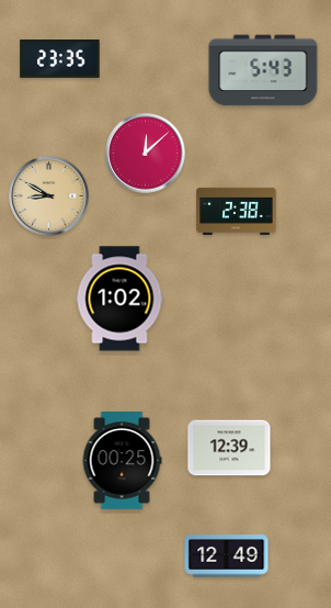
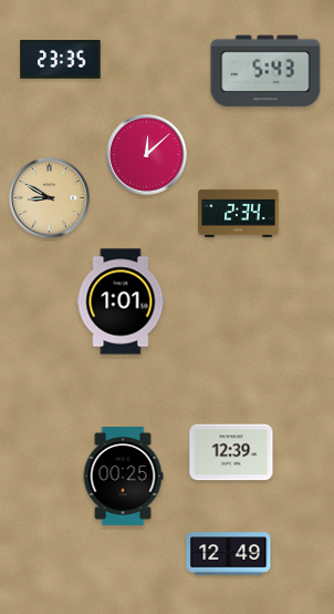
clock at (237, 211): 2:38 -> 2:34
clock at (119, 299): 1:02 -> 1:01
clock at (122, 461) position: (122, 461) -> (123, 477)
clock at (227, 556) position: (227, 556) -> (229, 554)
